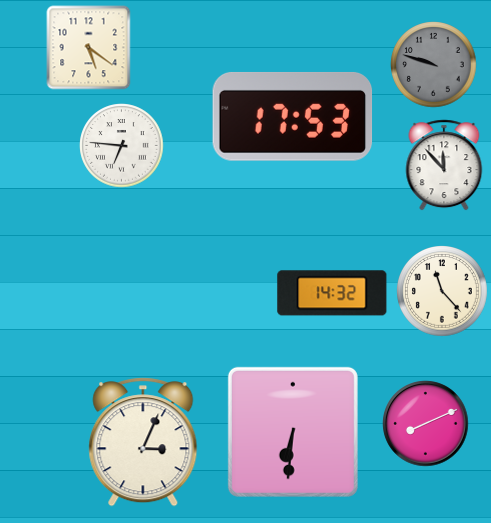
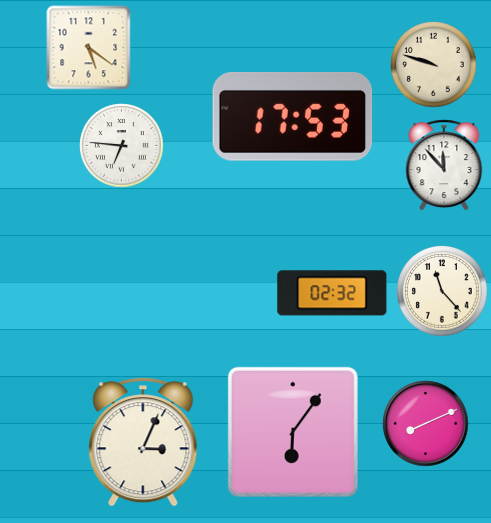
clock at (434, 65) dial: grey -> cream
clock at (332, 293): 14:32 -> 02:32
clock at (293, 432): 6:31 -> 6:06
